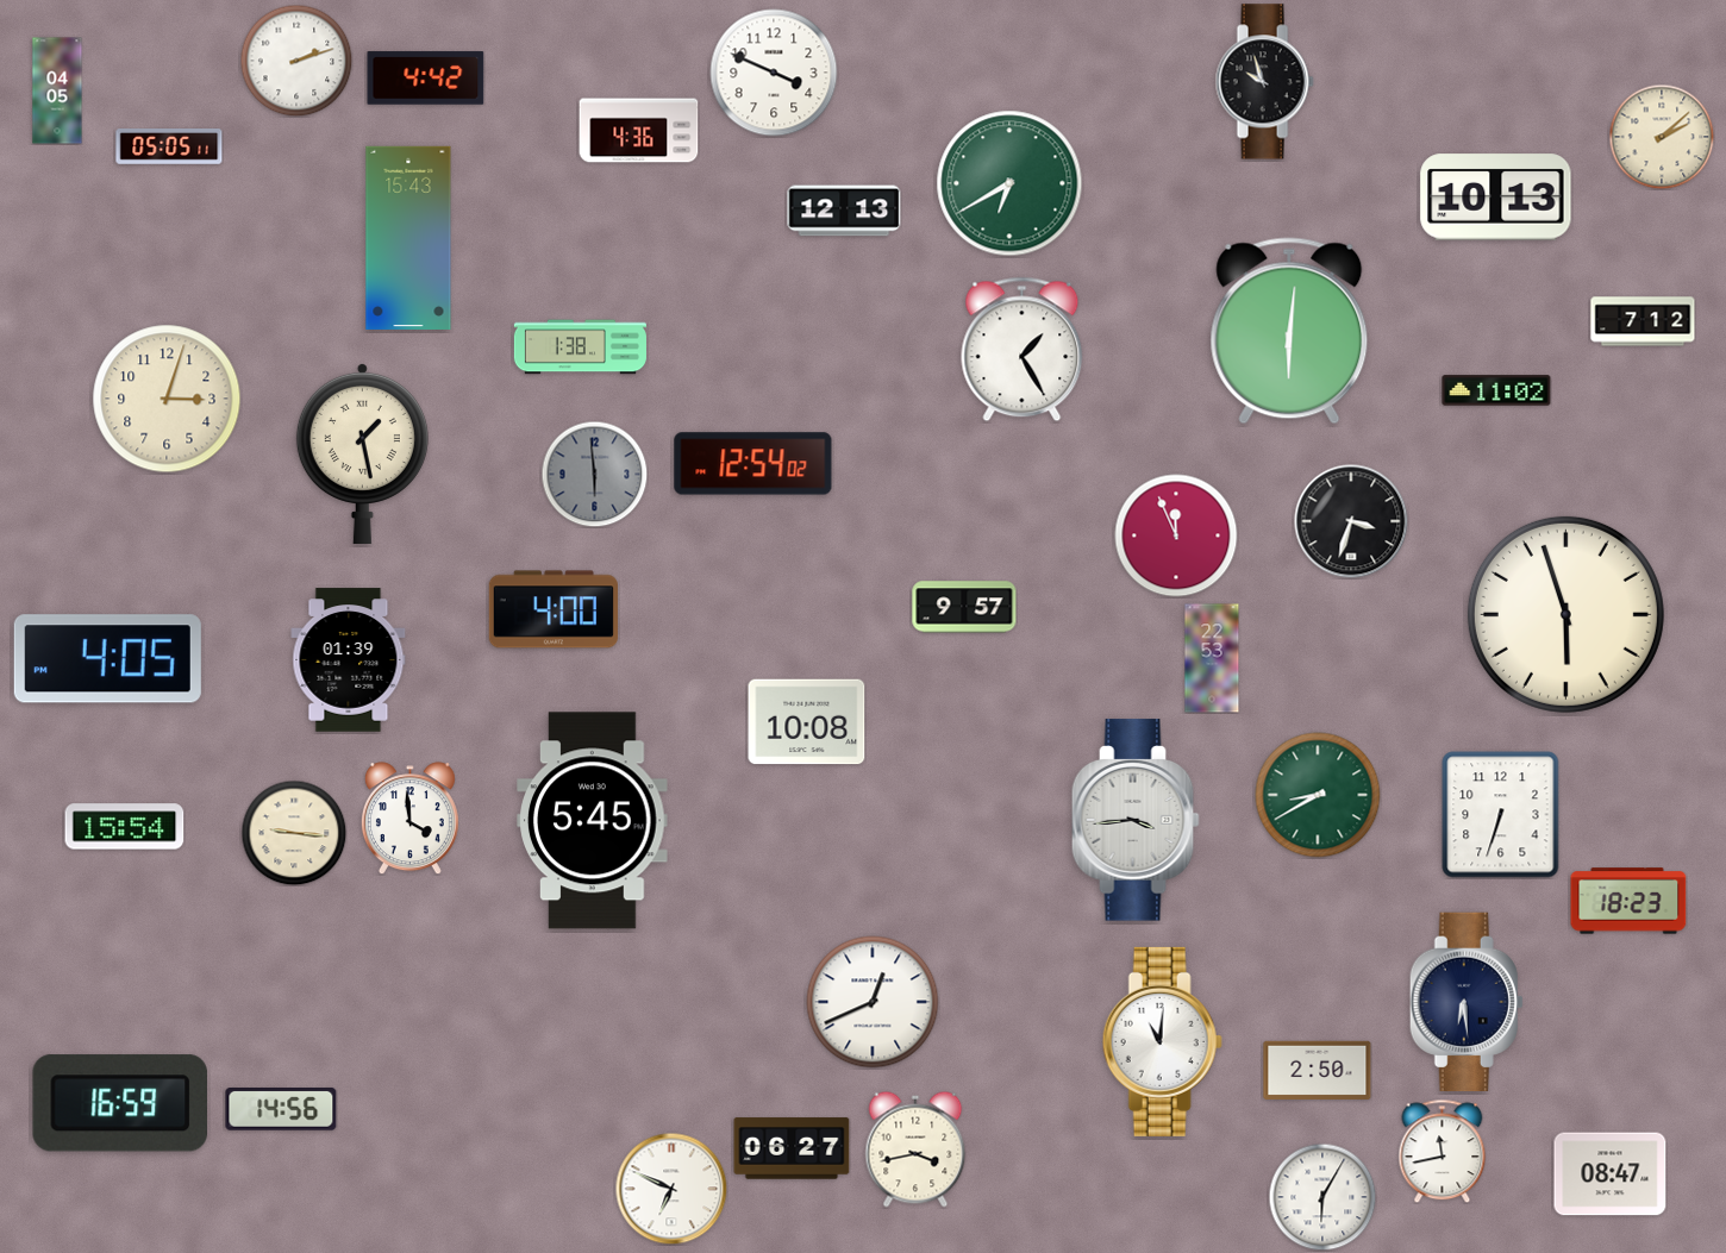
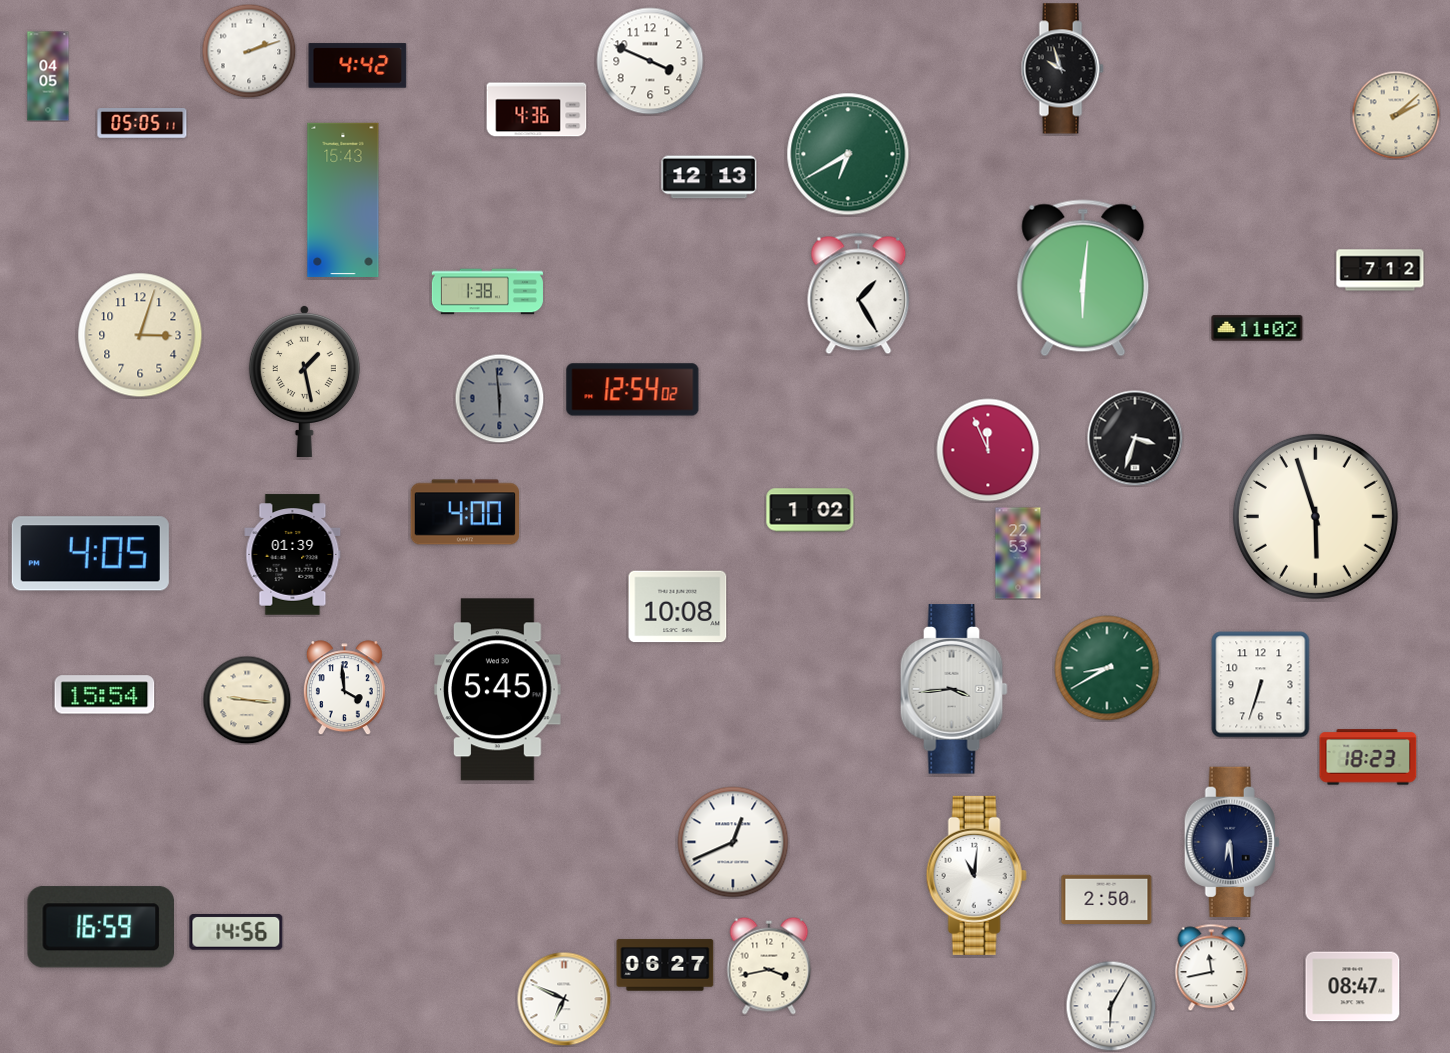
clock at (1496, 198): 10:13 -> none
clock at (964, 607): 9:57 -> 1:02
